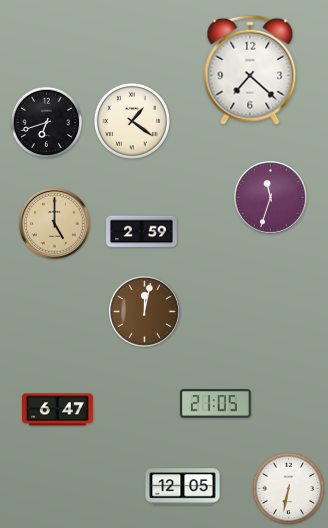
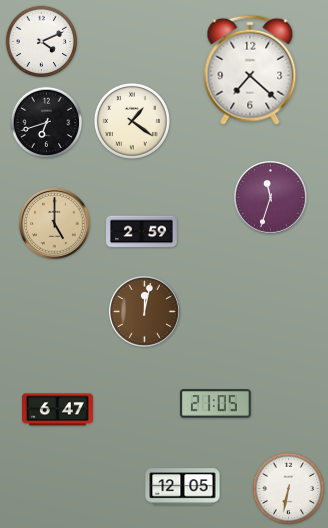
clock at (42, 42): none -> 4:11
